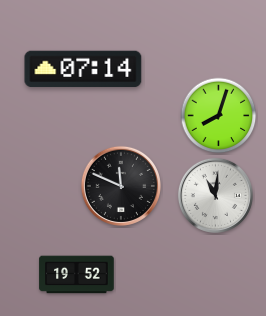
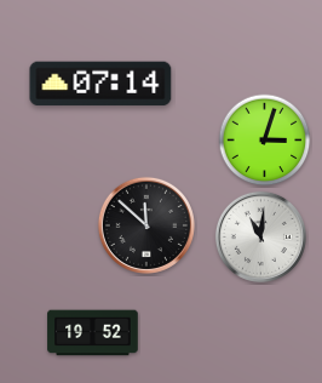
clock at (219, 116): 8:03 -> 3:03
clock at (121, 186): 11:49 -> 11:52
